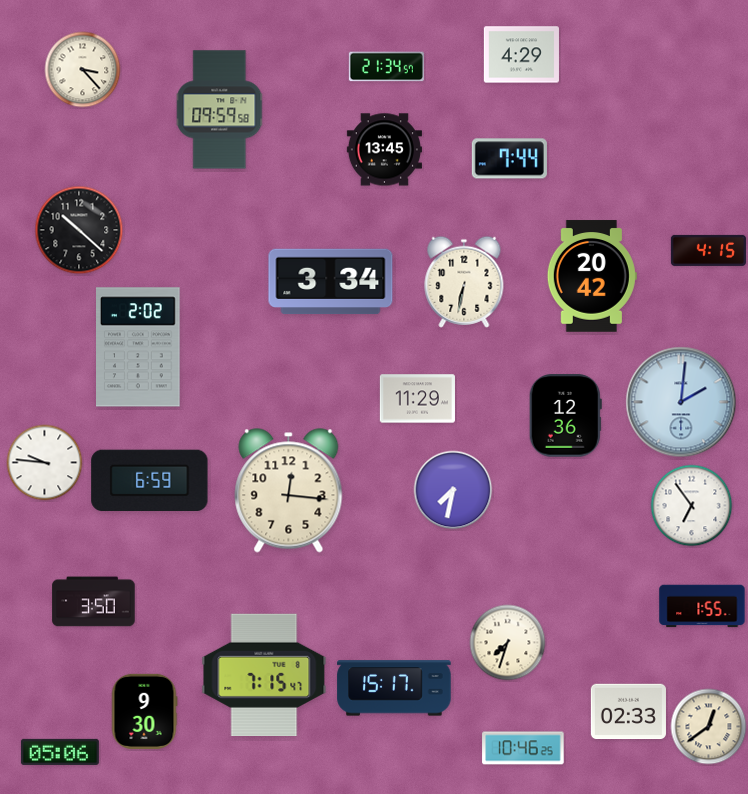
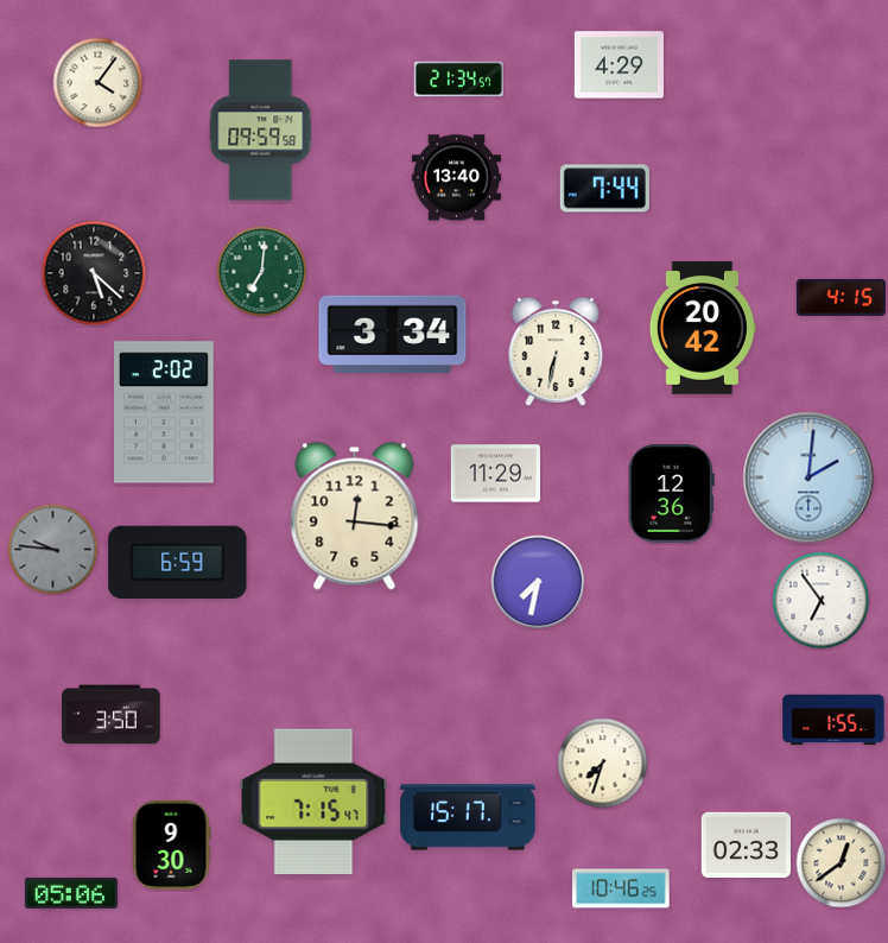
clock at (83, 70): 3:23 -> 4:06
clock at (384, 150): 13:45 -> 13:40
clock at (262, 272): none -> 7:01
clock at (79, 230): 10:22 -> 5:22
clock at (464, 282) position: (464, 282) -> (556, 352)
clock at (45, 463) dial: white -> grey
clock at (150, 480) position: (150, 480) -> (178, 562)
clock at (289, 491) position: (289, 491) -> (355, 517)
